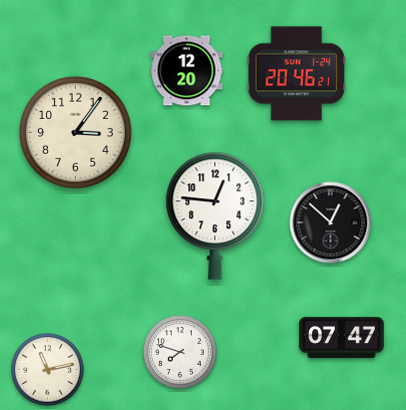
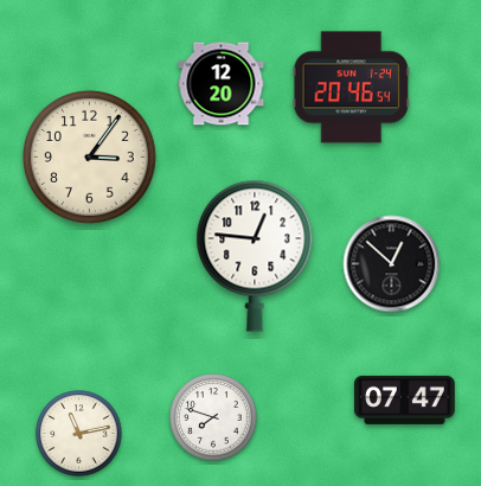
clock at (296, 74): 20:46:21 -> 20:46:54
clock at (48, 370) position: (48, 370) -> (79, 434)
